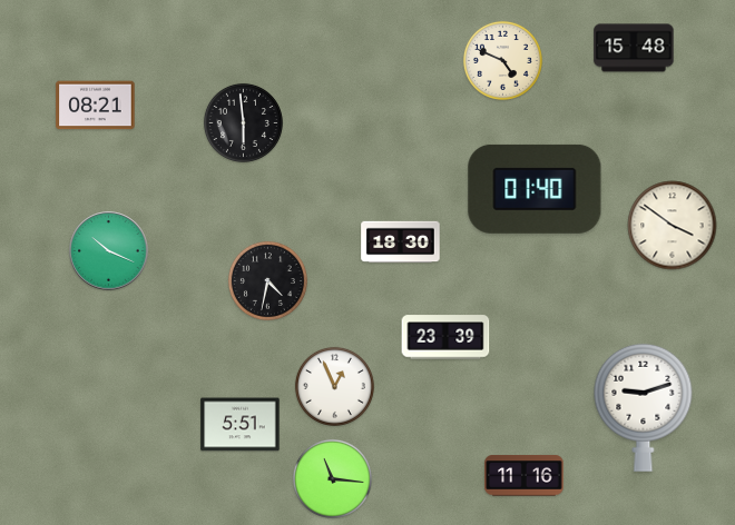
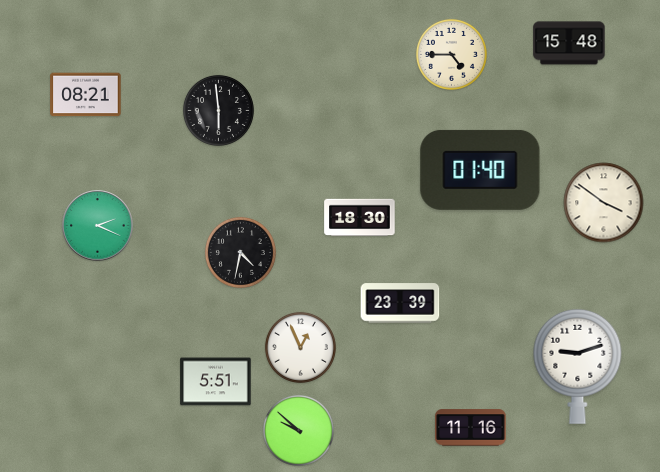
clock at (502, 60): 4:49 -> 4:45
clock at (109, 251): 10:19 -> 2:19
clock at (332, 478): 11:16 -> 9:52
